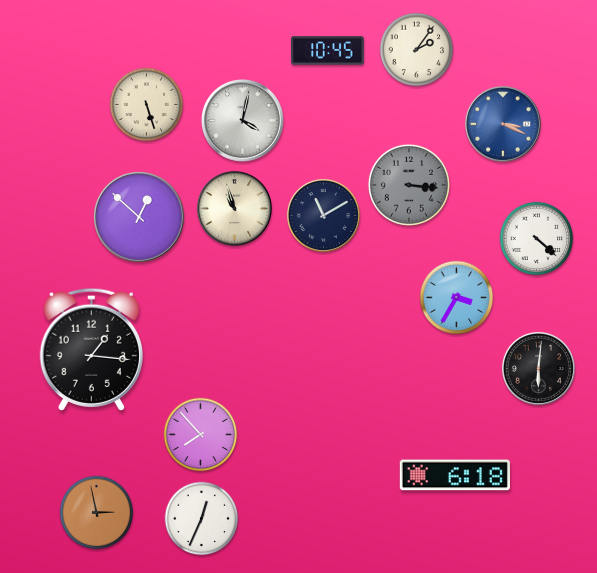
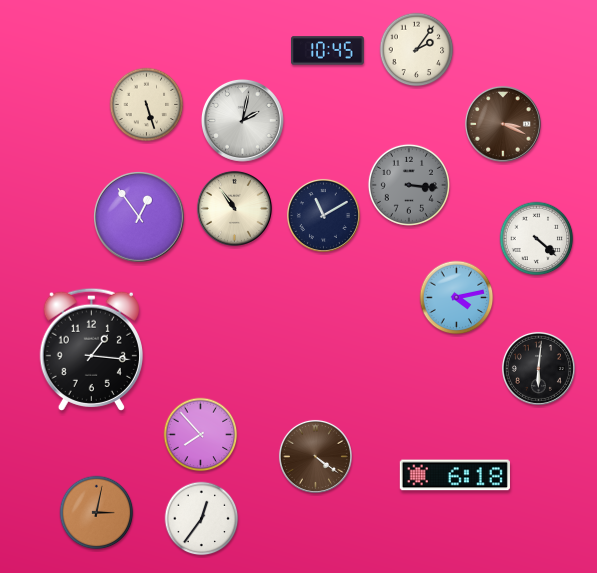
clock at (242, 120): 4:02 -> 2:02
clock at (503, 124) dial: blue -> brown
clock at (234, 208): 10:57 -> 10:54
clock at (139, 217): 12:52 -> 12:54
clock at (457, 298): 3:35 -> 4:13
clock at (315, 456): none -> 4:21
clock at (97, 513): 2:58 -> 3:02
clock at (202, 519): 12:34 -> 12:36
